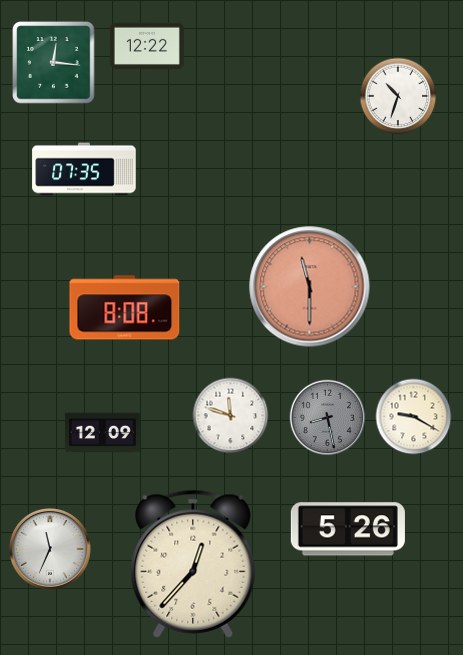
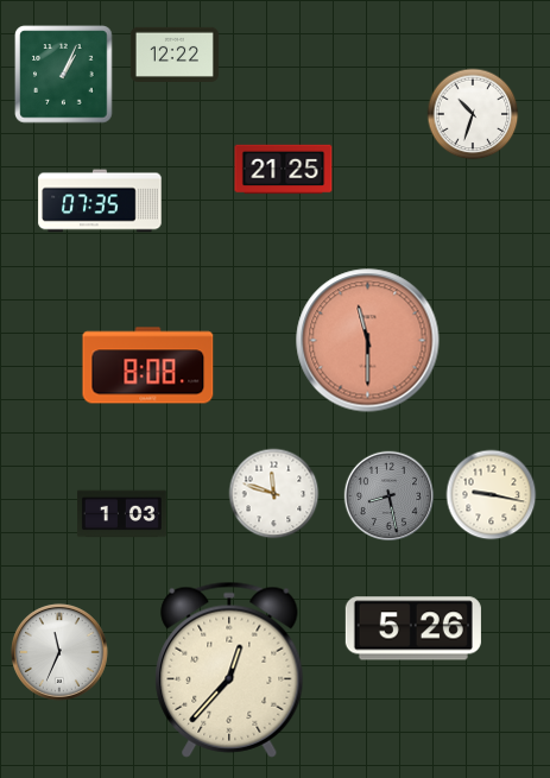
clock at (54, 63): 12:16 -> 1:04
clock at (284, 170): none -> 21:25
clock at (414, 417): 9:20 -> 9:17
clock at (102, 433): 12:09 -> 1:03
